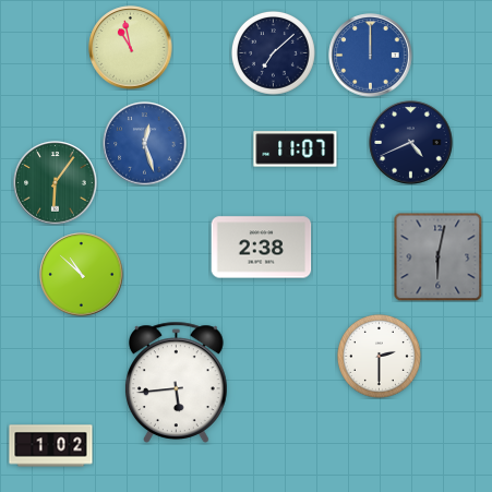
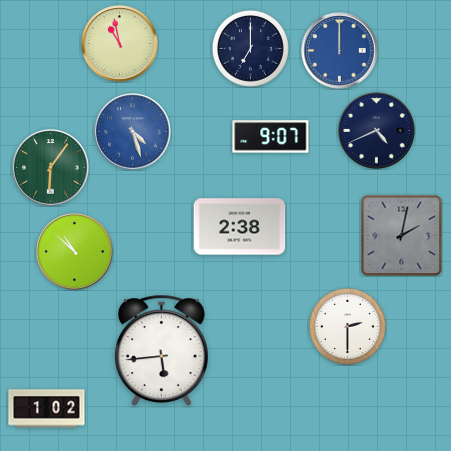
clock at (273, 52): 7:08 -> 7:00
clock at (145, 144): 12:27 -> 4:27
clock at (296, 149): 11:07 -> 9:07
clock at (437, 256): 6:02 -> 2:02
